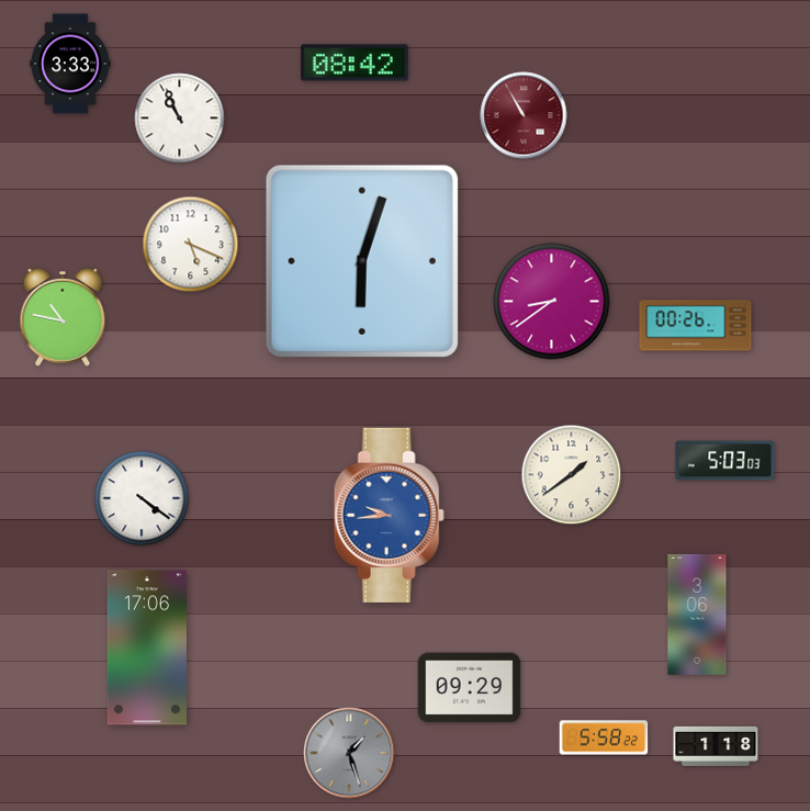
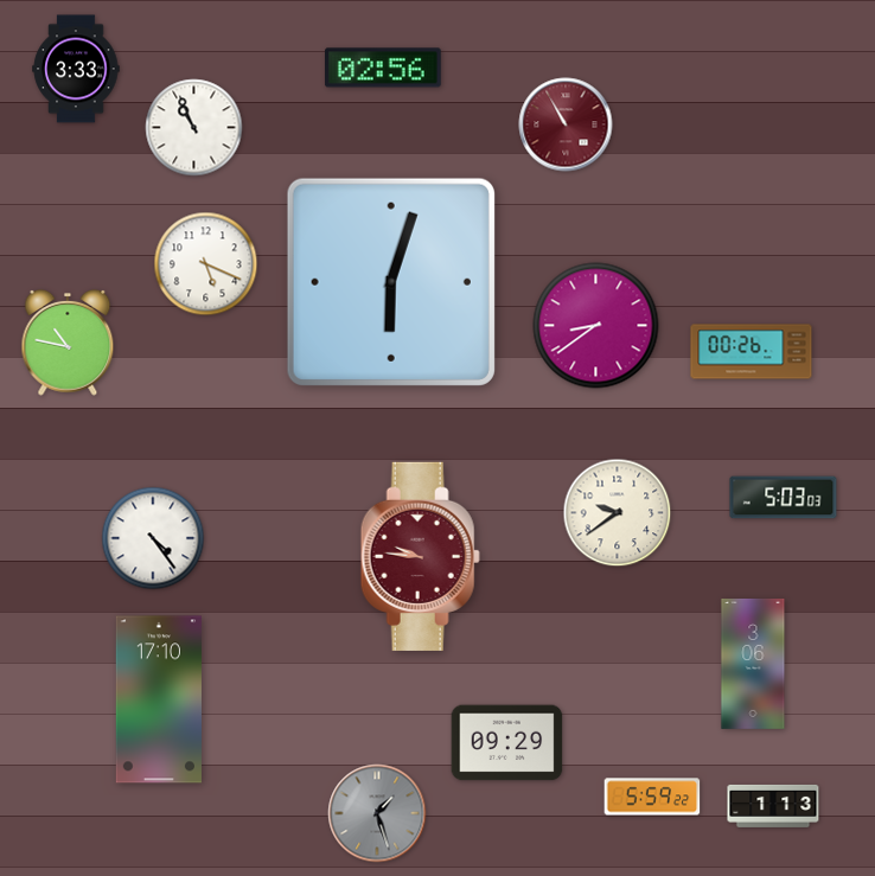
clock at (356, 63): 08:42 -> 02:56
clock at (572, 475): 1:39 -> 9:39
clock at (142, 498): 4:21 -> 4:24
clock at (389, 515): 9:44 -> 9:46
clock at (389, 515) dial: blue -> burgundy
clock at (147, 647): 17:06 -> 17:10
clock at (604, 737): 5:58 -> 5:59
clock at (716, 746): 1:18 -> 1:13
